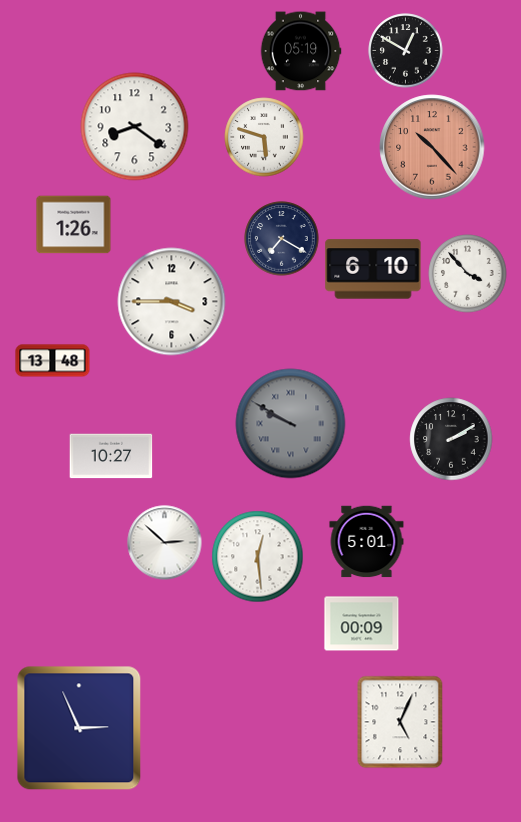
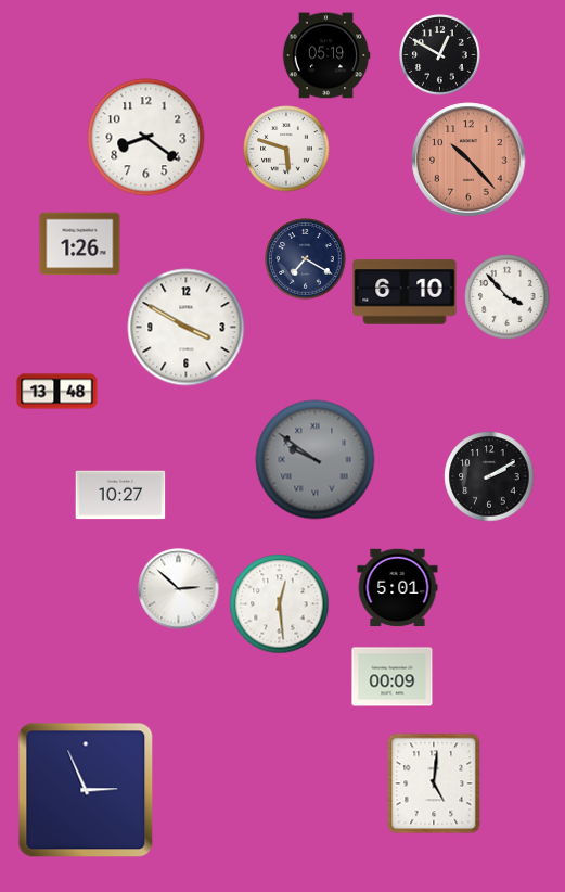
clock at (172, 302): 3:45 -> 3:50
clock at (291, 424): 9:50 -> 9:51
clock at (400, 722): 5:04 -> 5:01
